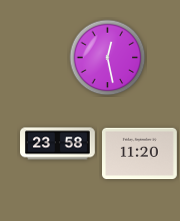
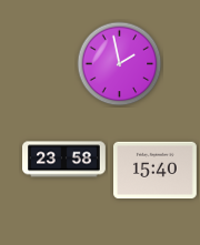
clock at (108, 58): 12:28 -> 1:58
clock at (140, 154): 11:20 -> 15:40
